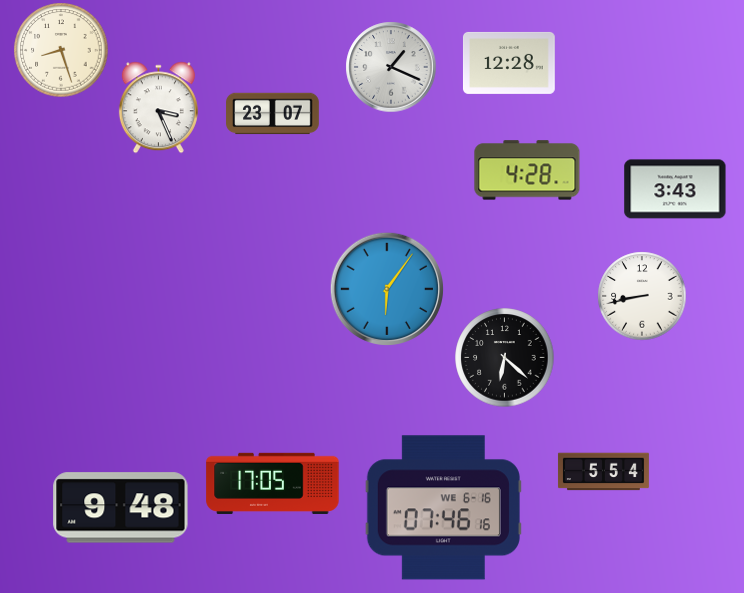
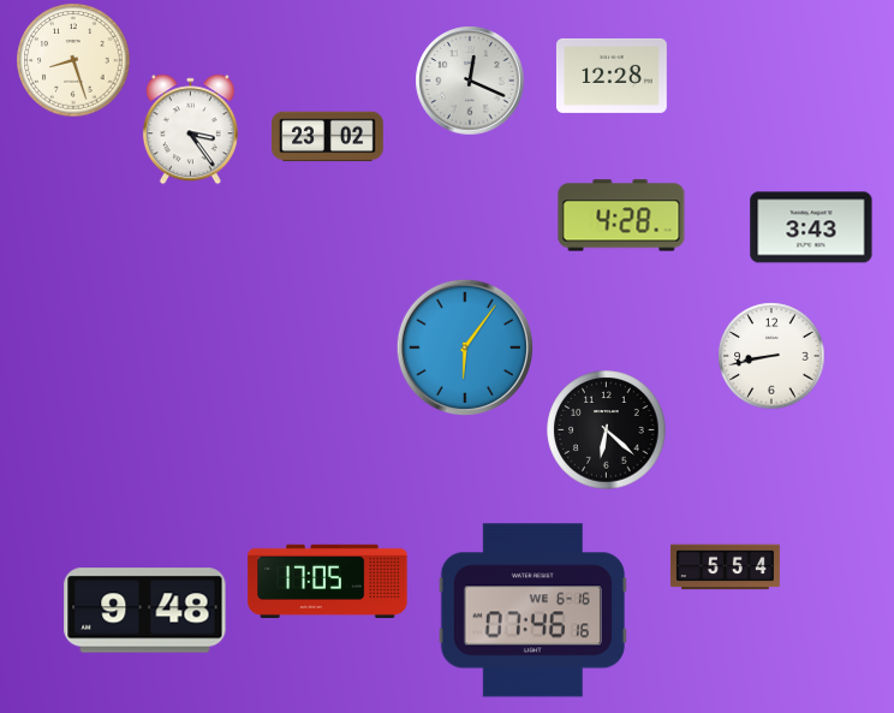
clock at (391, 67): 1:19 -> 12:19
clock at (158, 108): 3:26 -> 3:24
clock at (273, 114): 23:07 -> 23:02
clock at (527, 170) position: (527, 170) -> (621, 215)
